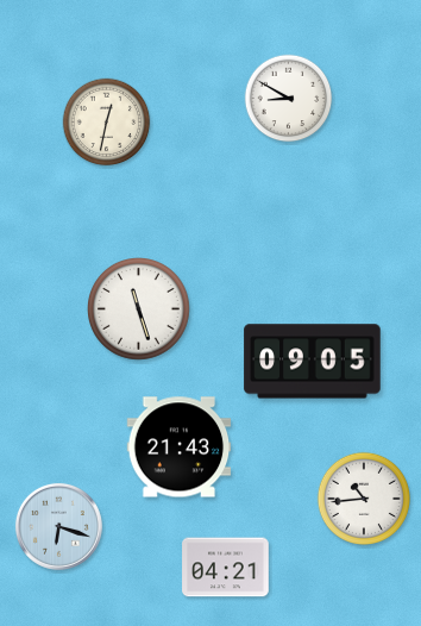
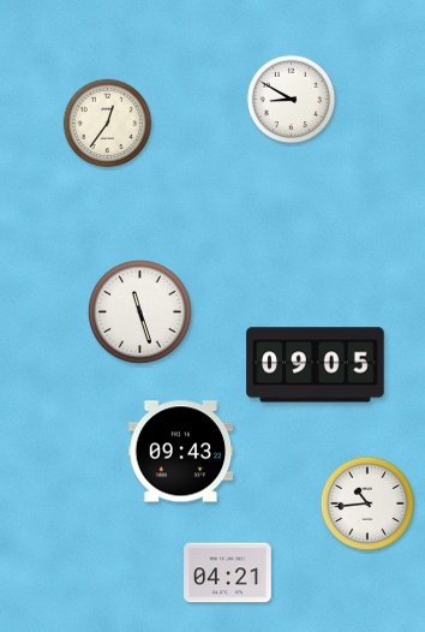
clock at (107, 123): 12:32 -> 12:36
clock at (180, 447): 21:43 -> 09:43
clock at (58, 526): 6:18 -> none
